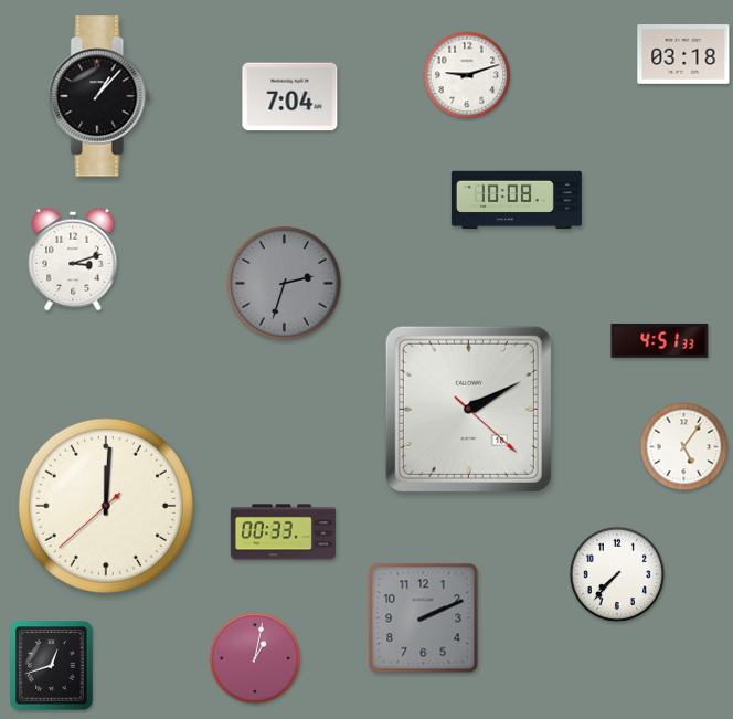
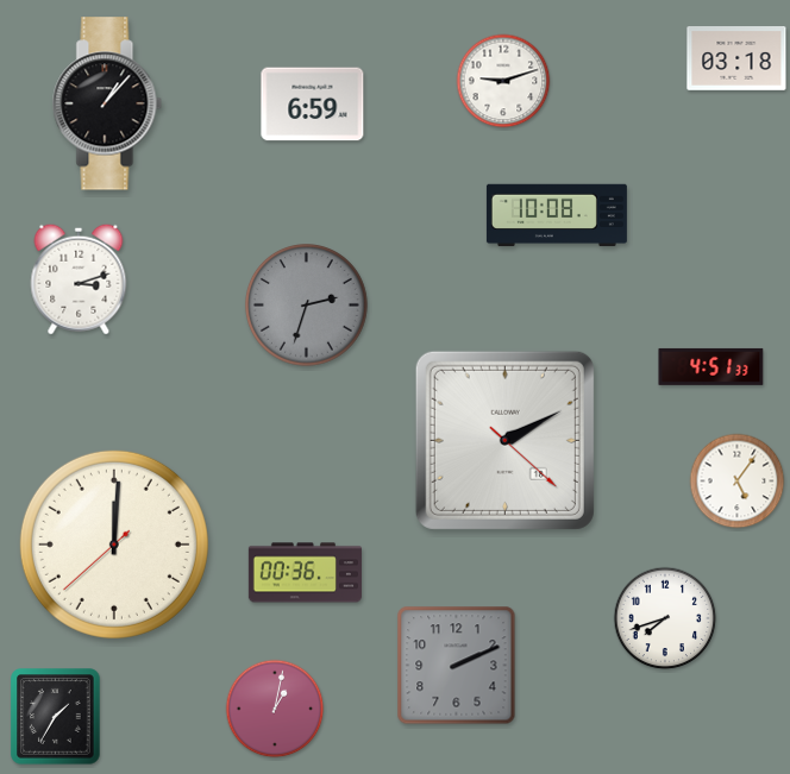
clock at (290, 97): 7:04 -> 6:59
clock at (283, 532): 00:33 -> 00:36
clock at (617, 574): 7:37 -> 7:42
clock at (52, 666): 12:42 -> 1:35
